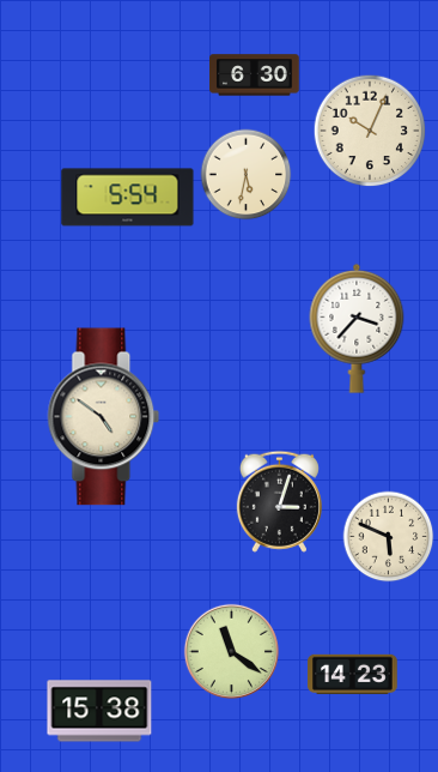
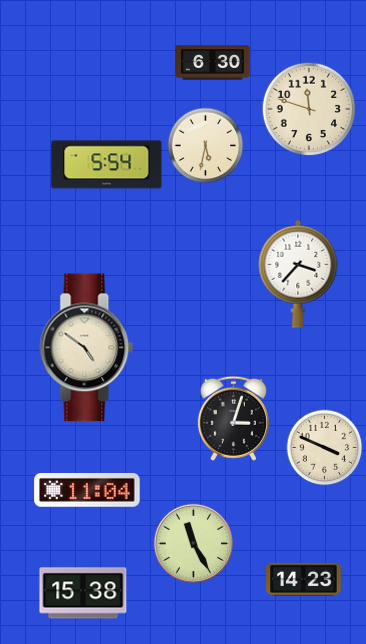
clock at (370, 131): 10:04 -> 11:48
clock at (389, 537): 5:49 -> 3:49
clock at (87, 491): none -> 11:04
clock at (231, 651): 11:21 -> 11:25
clock at (353, 674) position: (353, 674) -> (304, 579)
